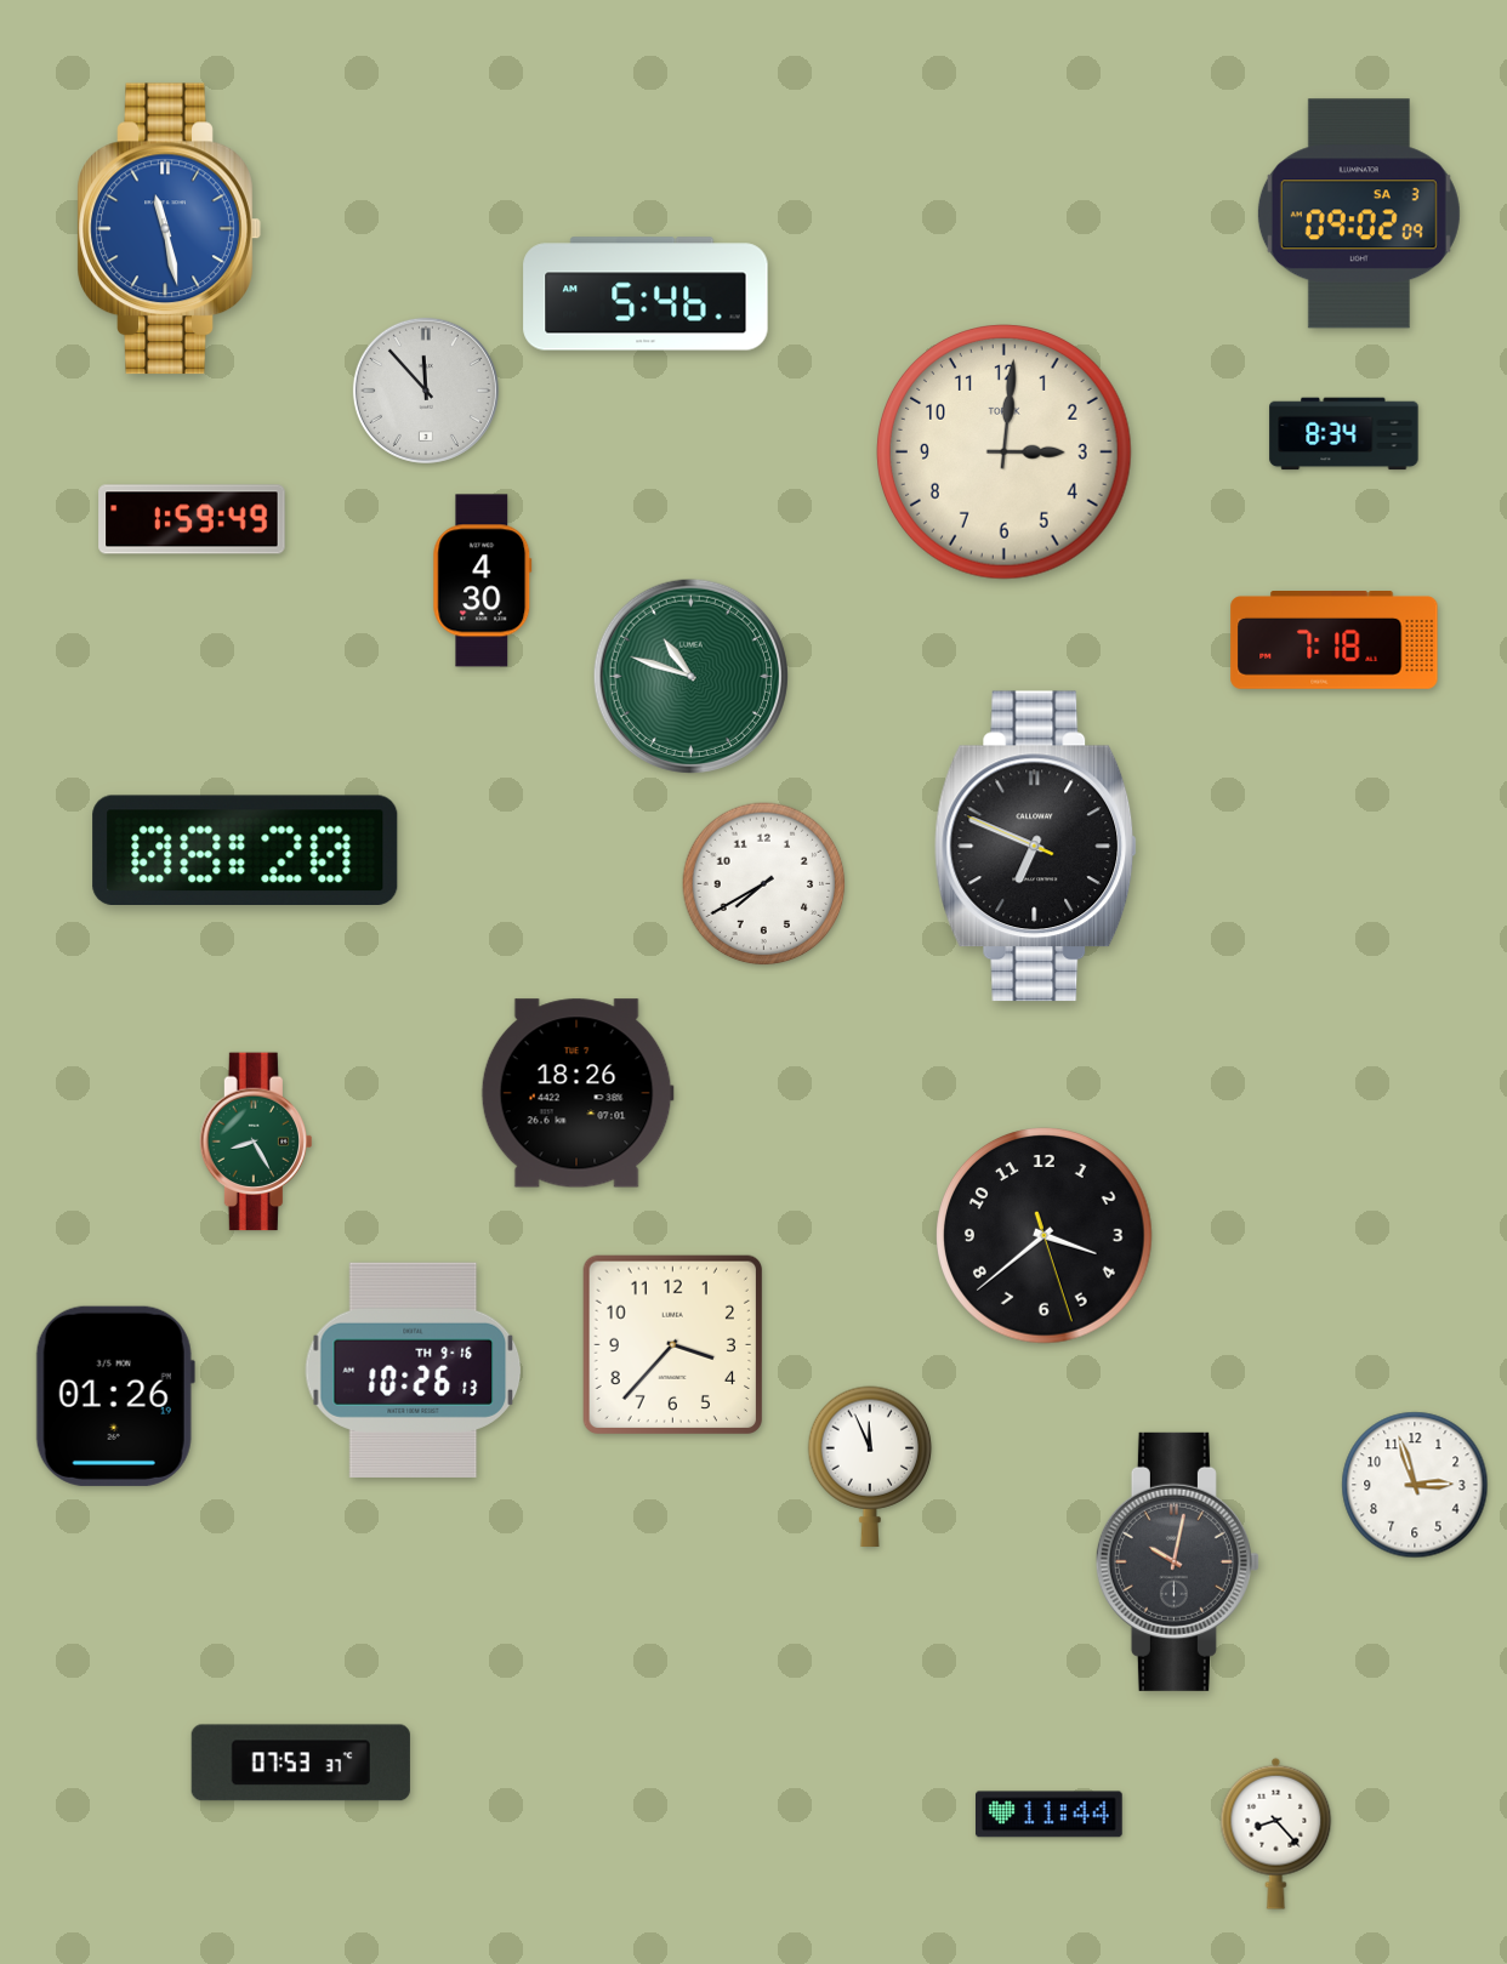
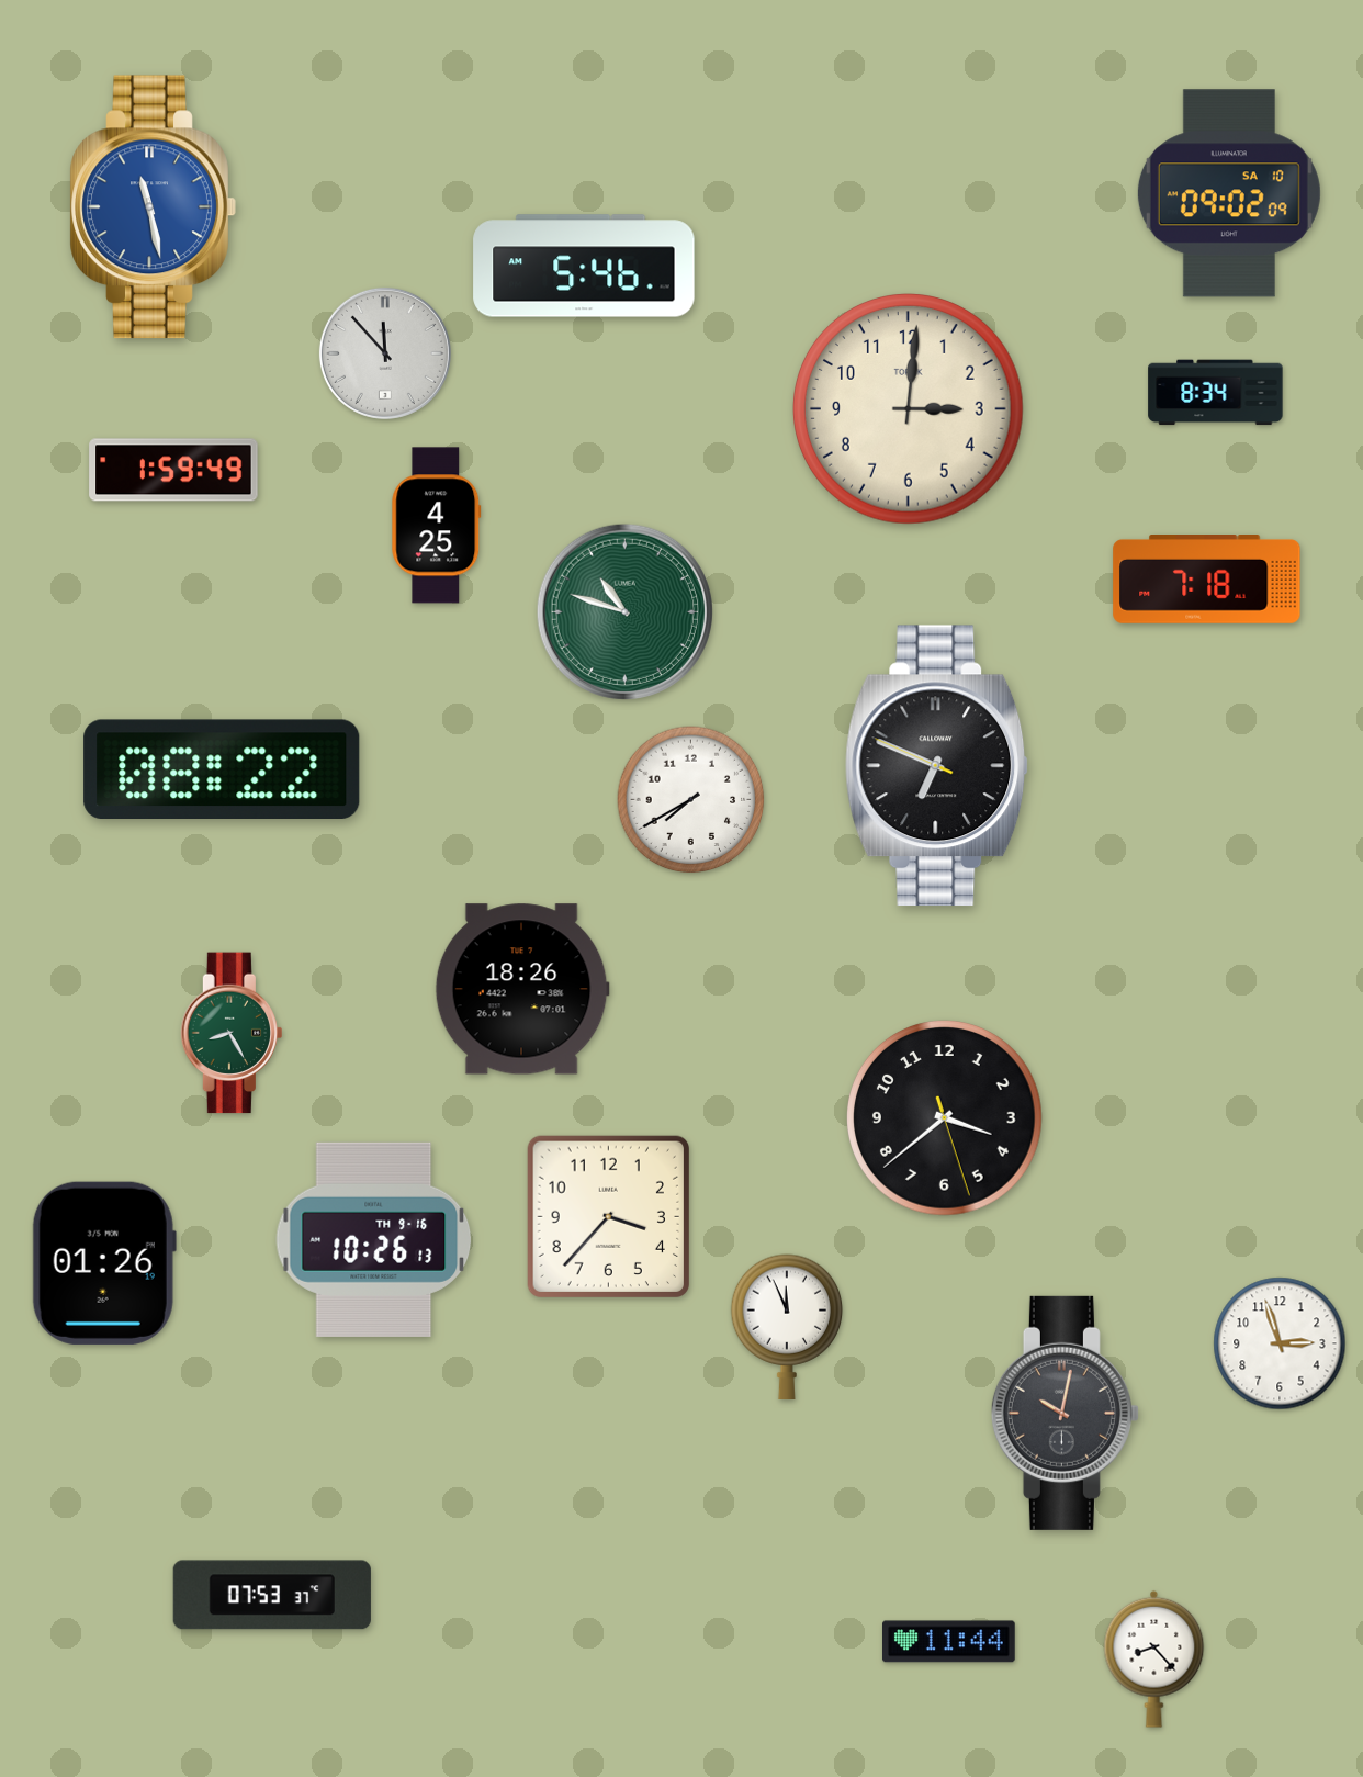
clock at (1359, 214) date: SA 3 -> SA 10
clock at (483, 581): 4:30 -> 4:25
clock at (245, 849): 08:20 -> 08:22
